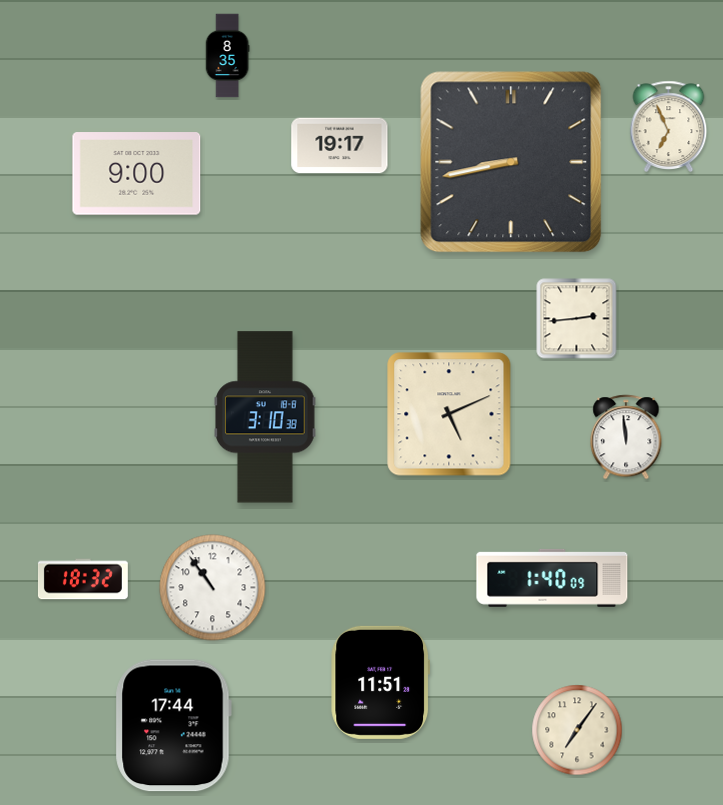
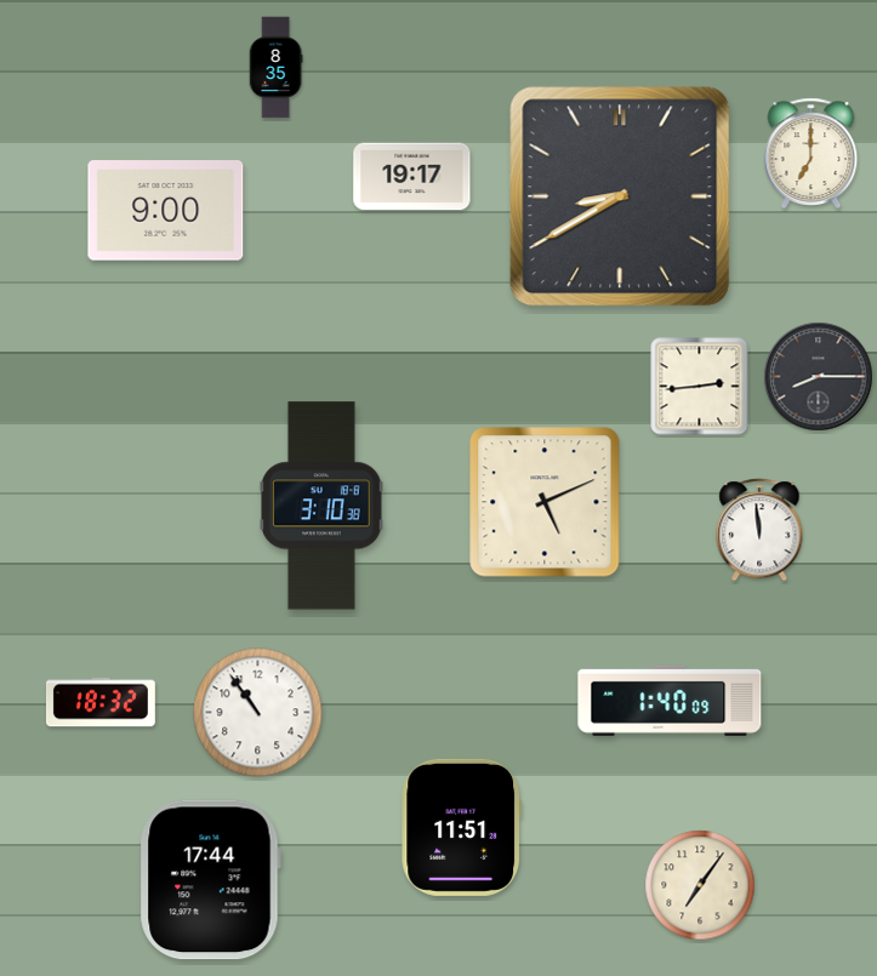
clock at (669, 126): 6:56 -> 7:00
clock at (511, 162): 8:43 -> 8:40
clock at (819, 377): none -> 8:15
